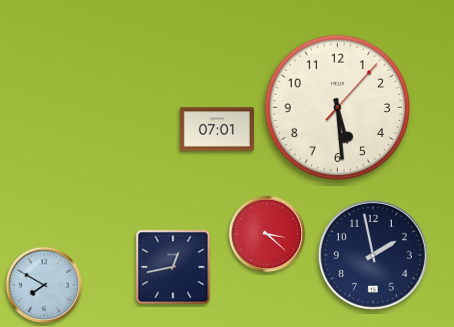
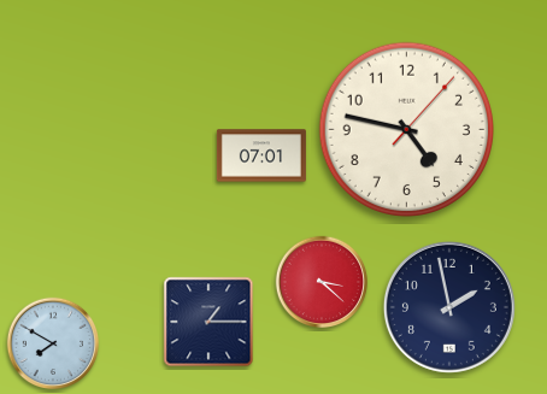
clock at (337, 107): 5:29 -> 4:47
clock at (173, 267): 12:43 -> 1:15
